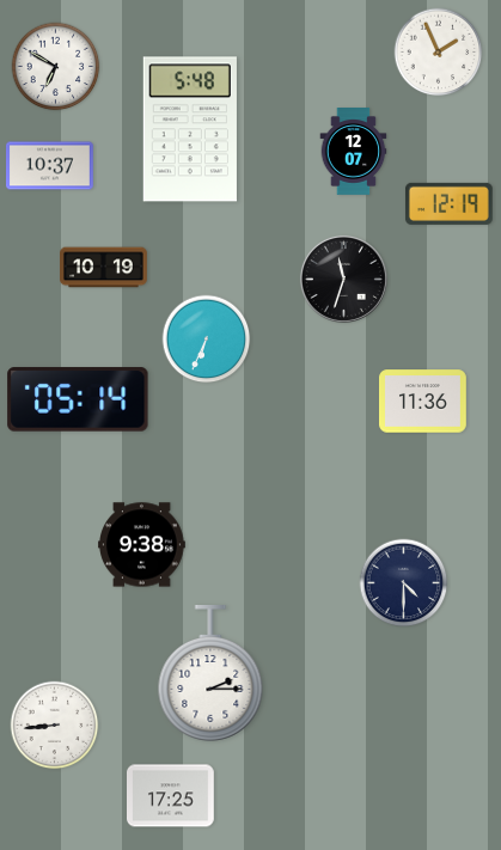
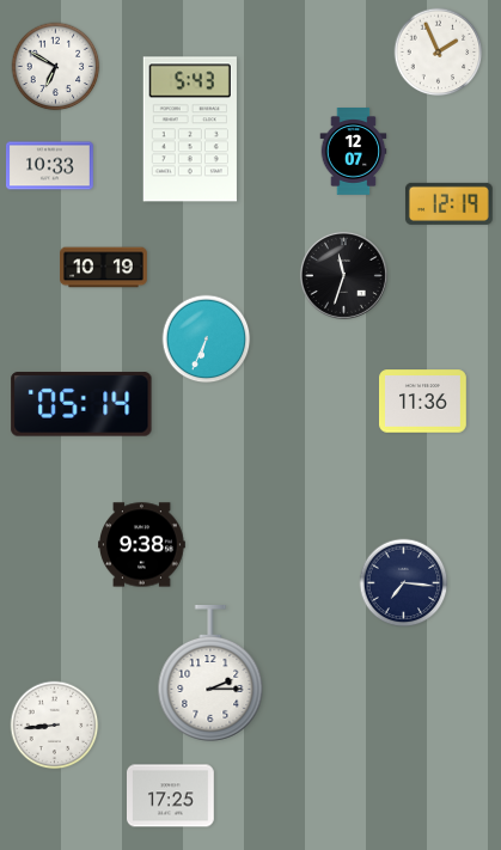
clock at (190, 129): 5:48 -> 5:43
clock at (50, 166): 10:37 -> 10:33
clock at (343, 279) position: (343, 279) -> (343, 275)
clock at (78, 399) position: (78, 399) -> (81, 404)
clock at (404, 583): 4:30 -> 7:16
